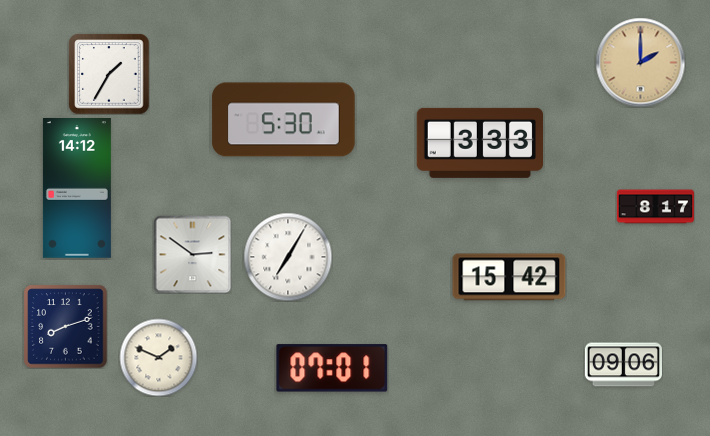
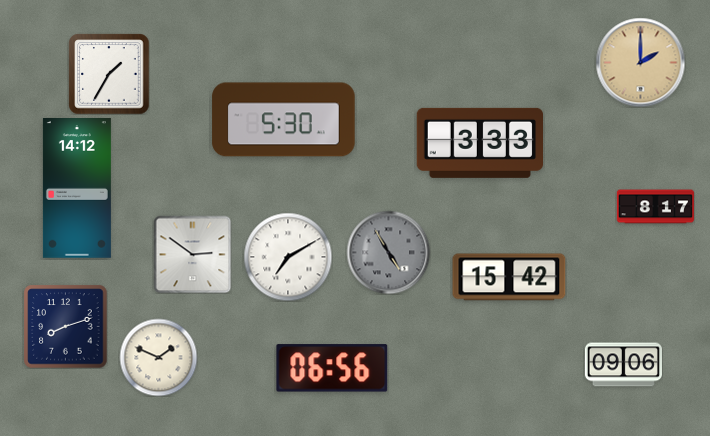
clock at (388, 252): none -> 4:55
clock at (288, 257): 7:05 -> 7:10
clock at (332, 368): 07:01 -> 06:56
